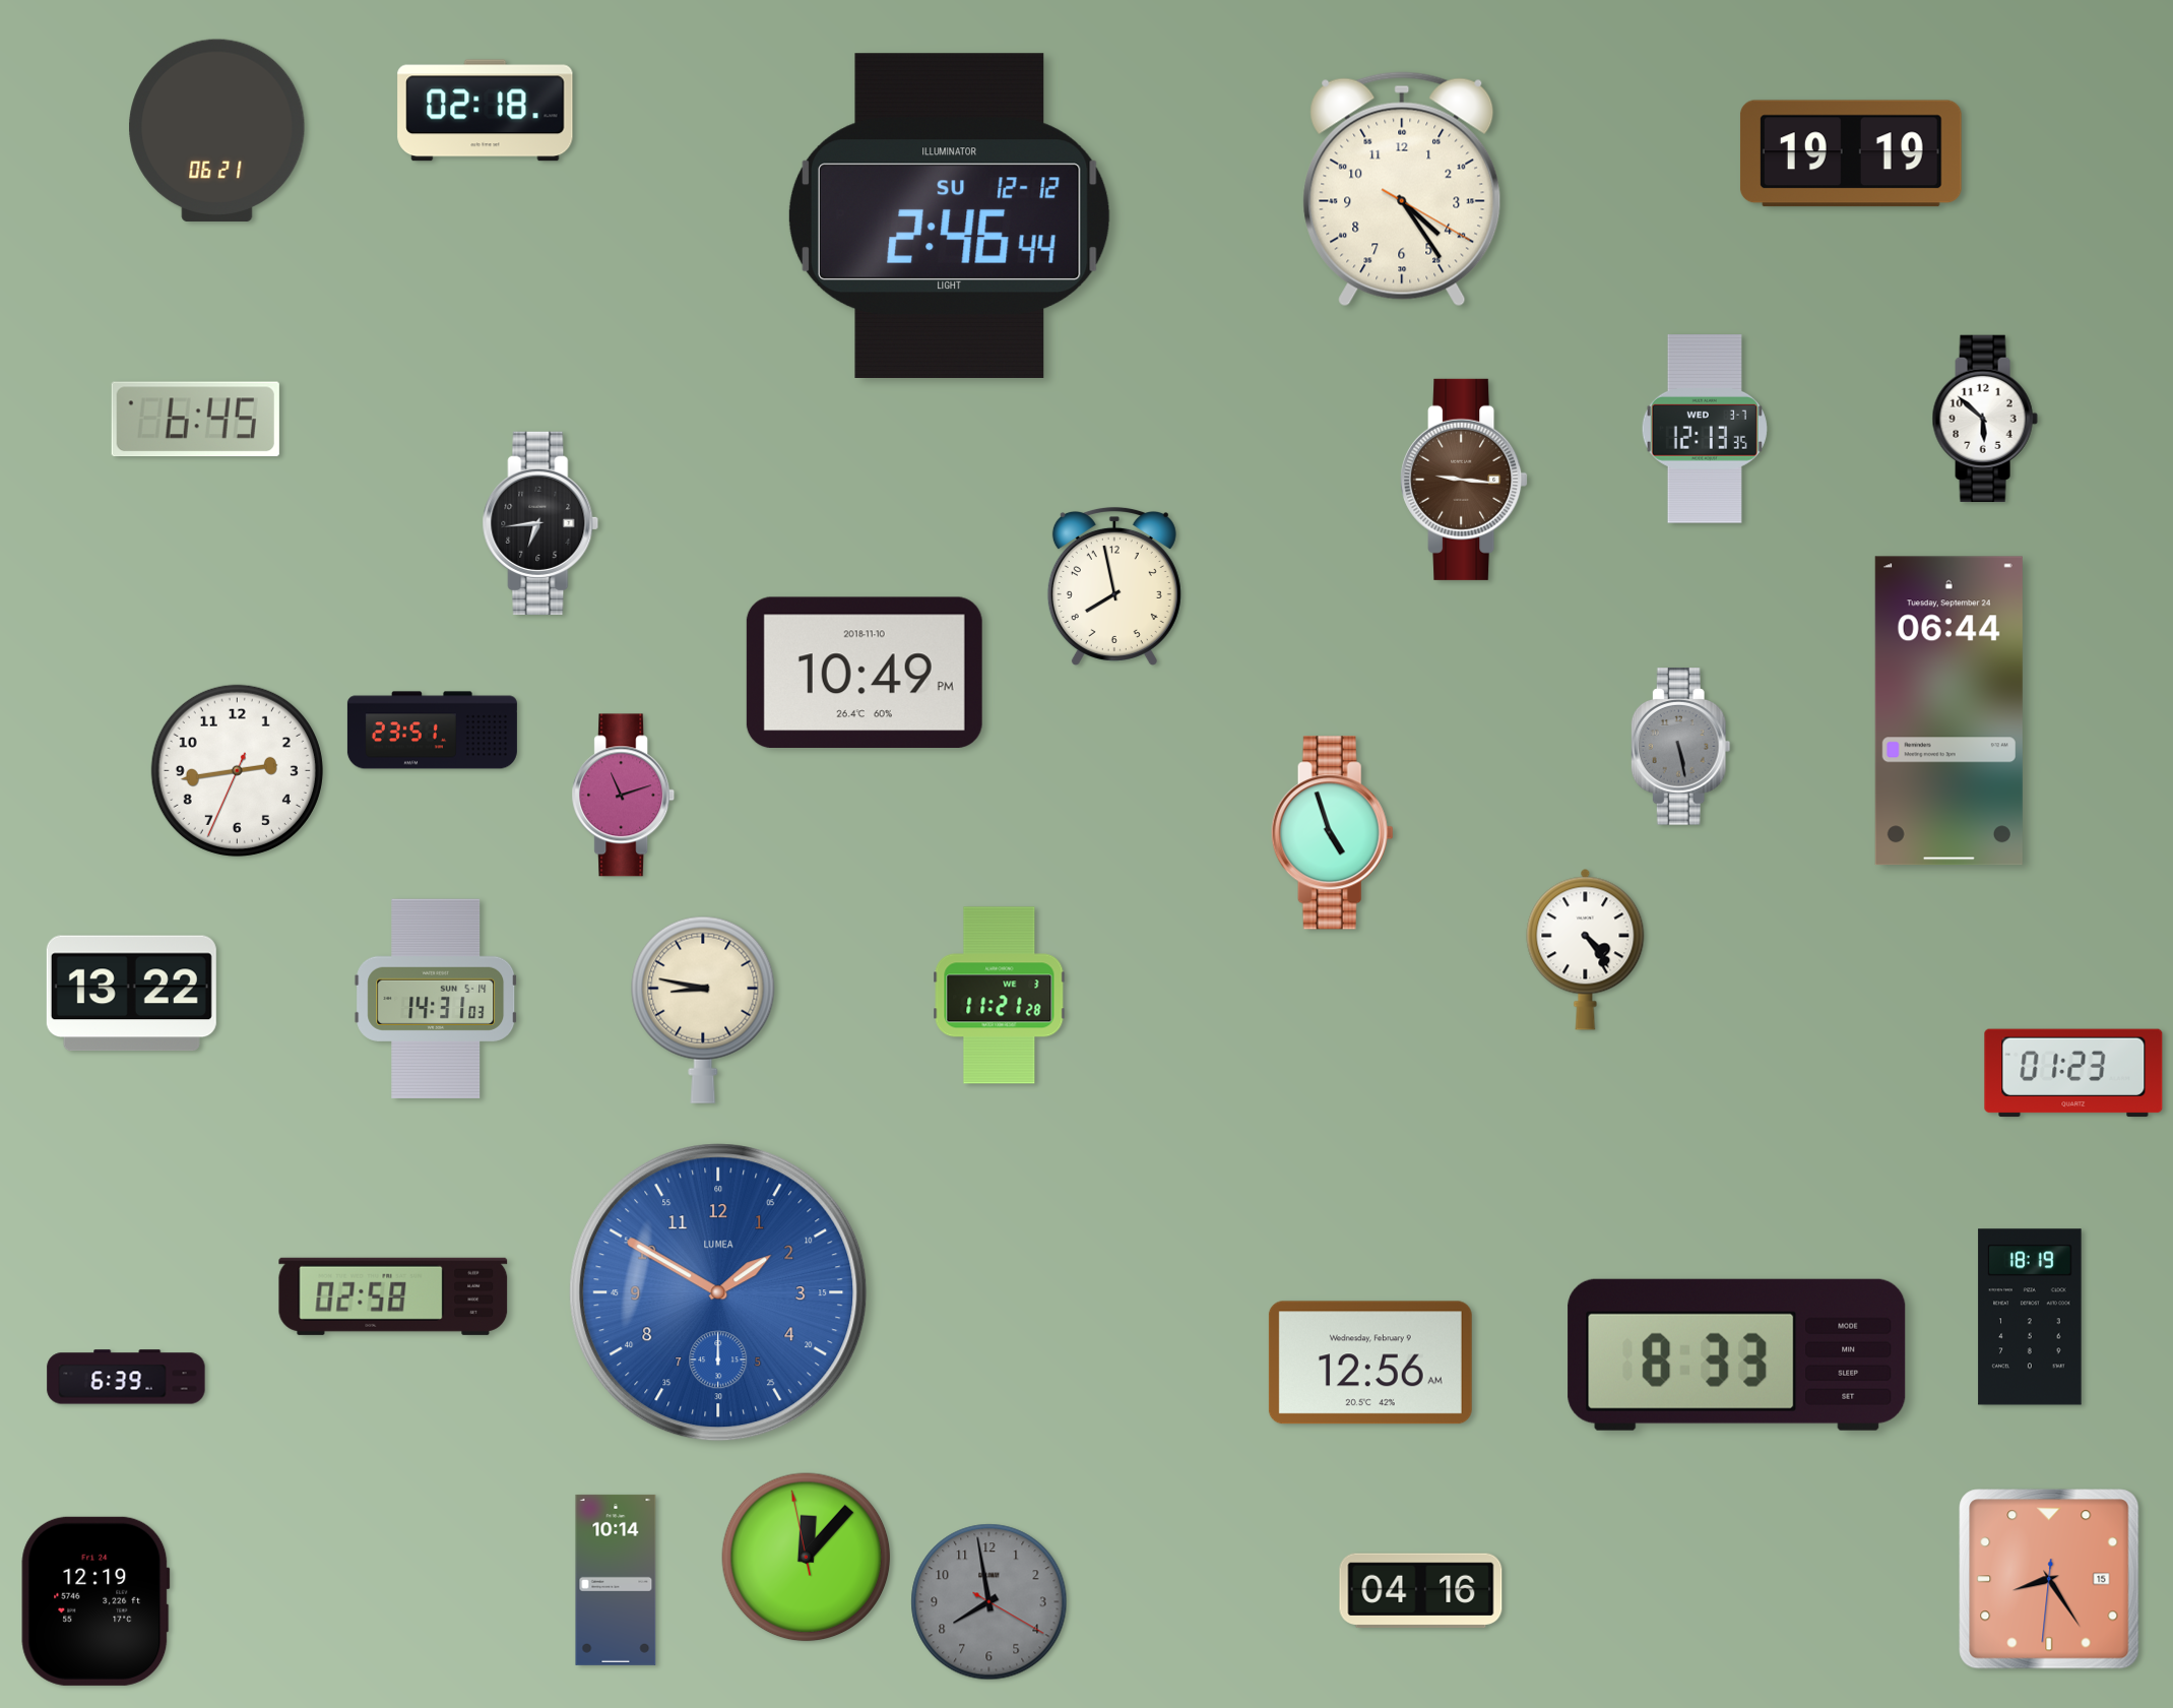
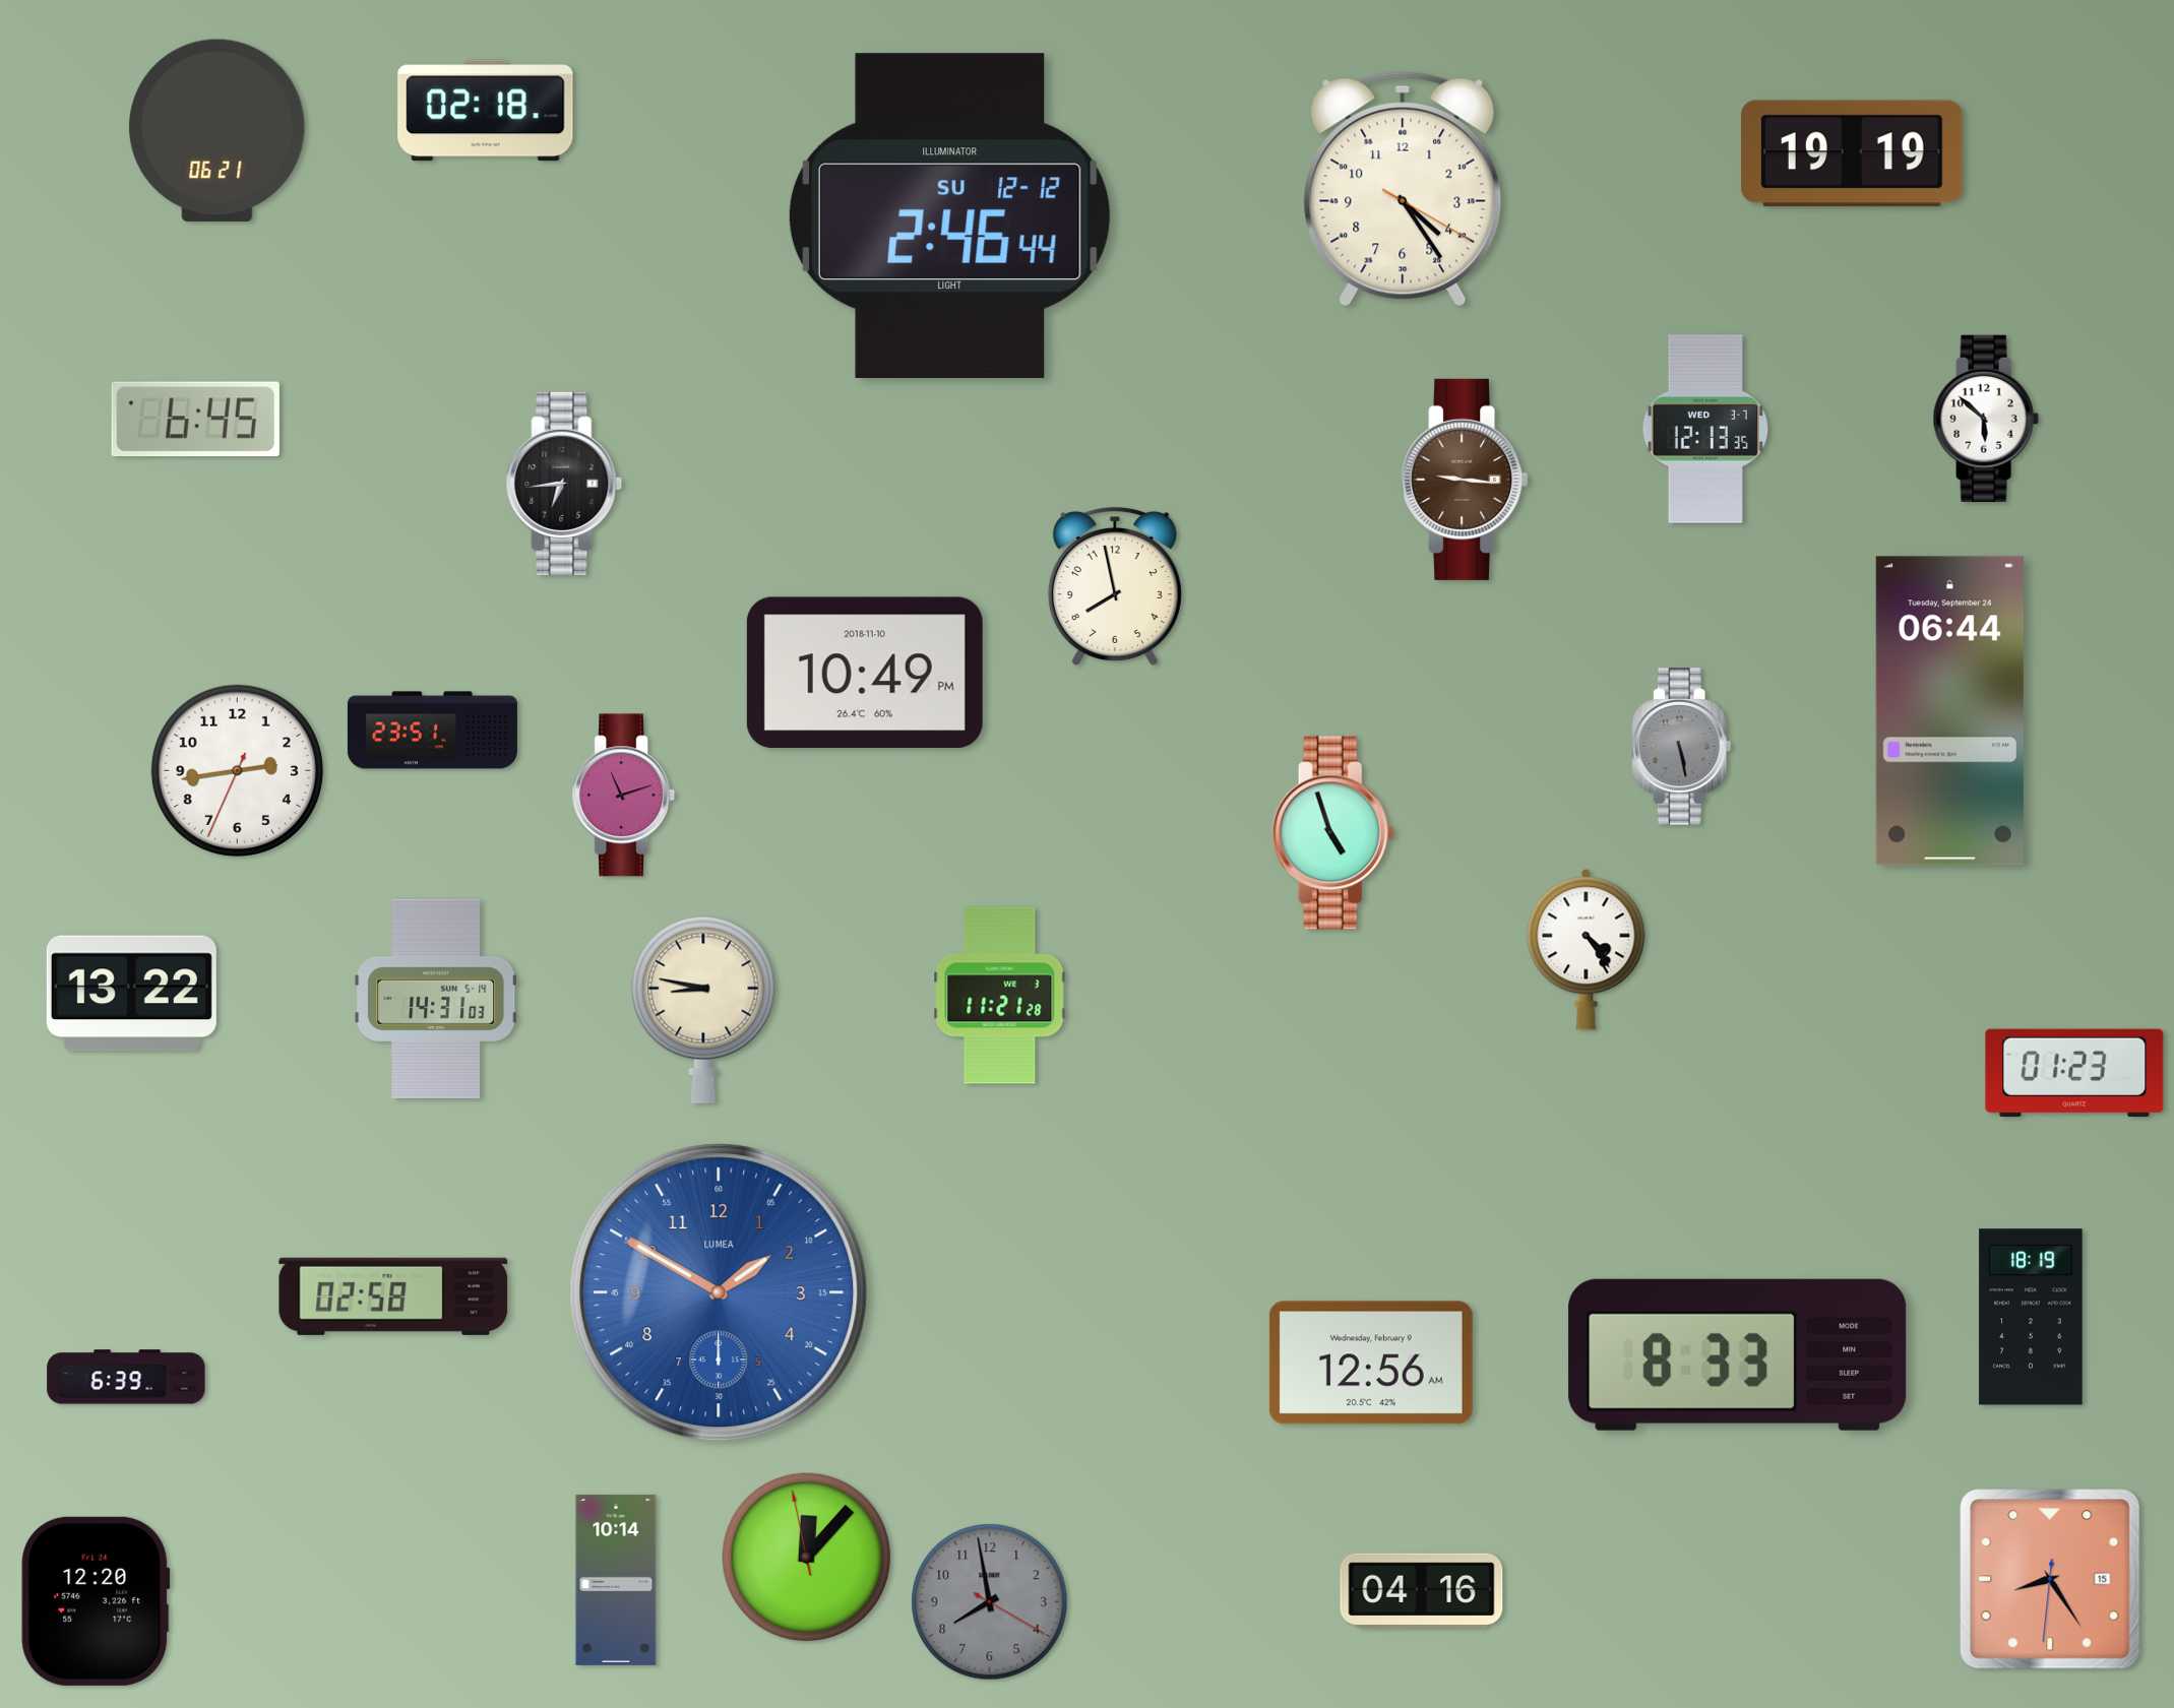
clock at (540, 523) position: (540, 523) -> (564, 484)
clock at (95, 1601): 12:19 -> 12:20
